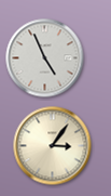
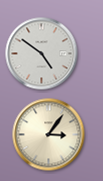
clock at (45, 58): 4:56 -> 4:51
